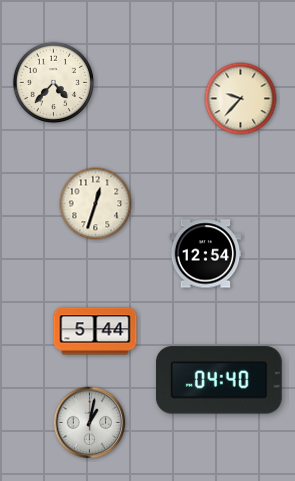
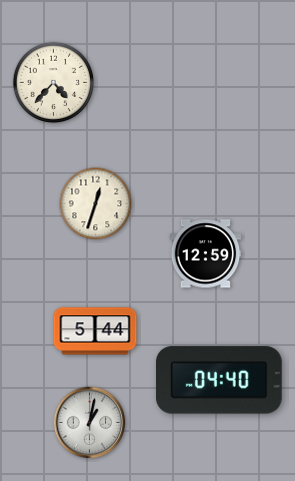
clock at (241, 99): 9:37 -> none
clock at (206, 254): 12:54 -> 12:59
